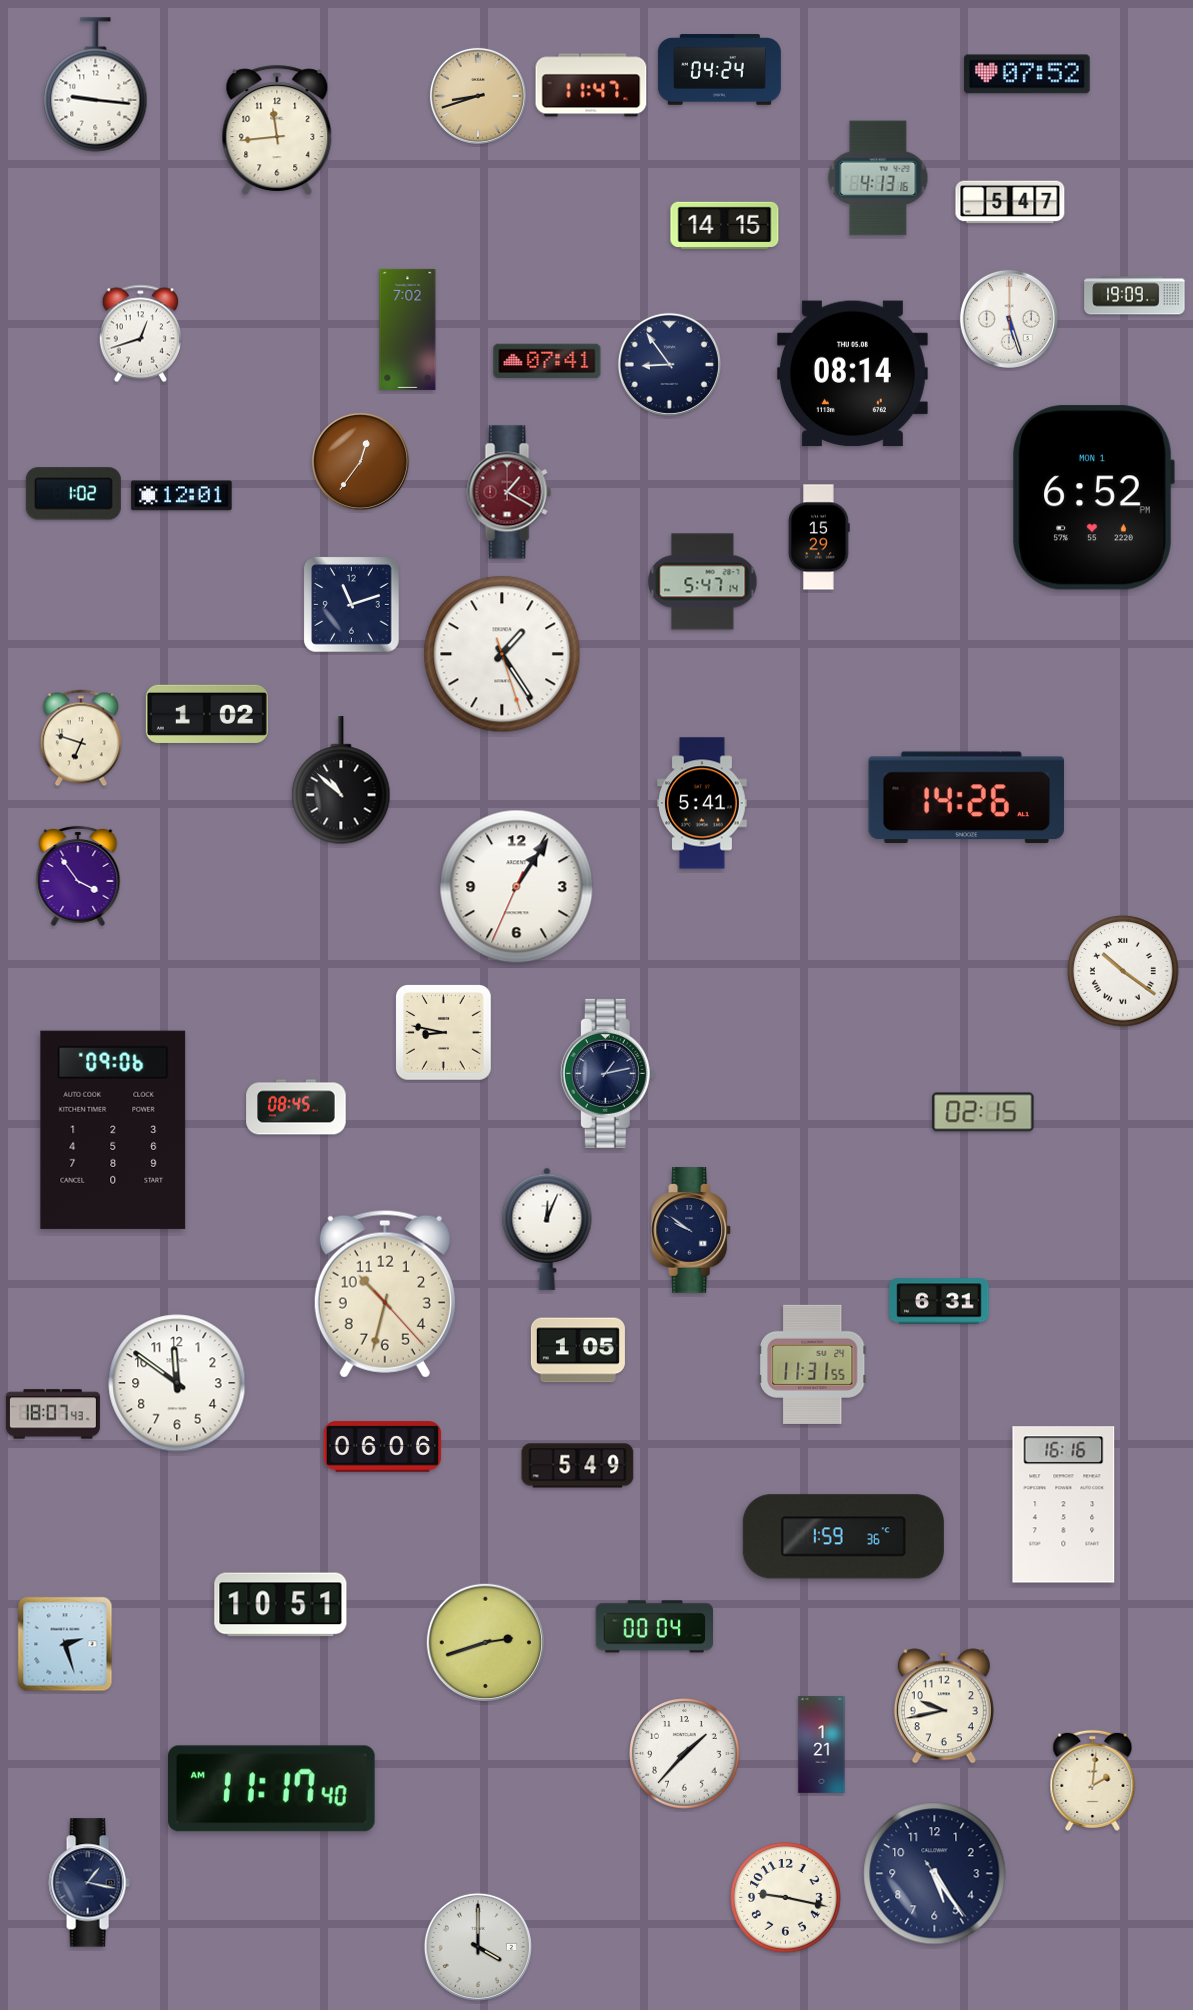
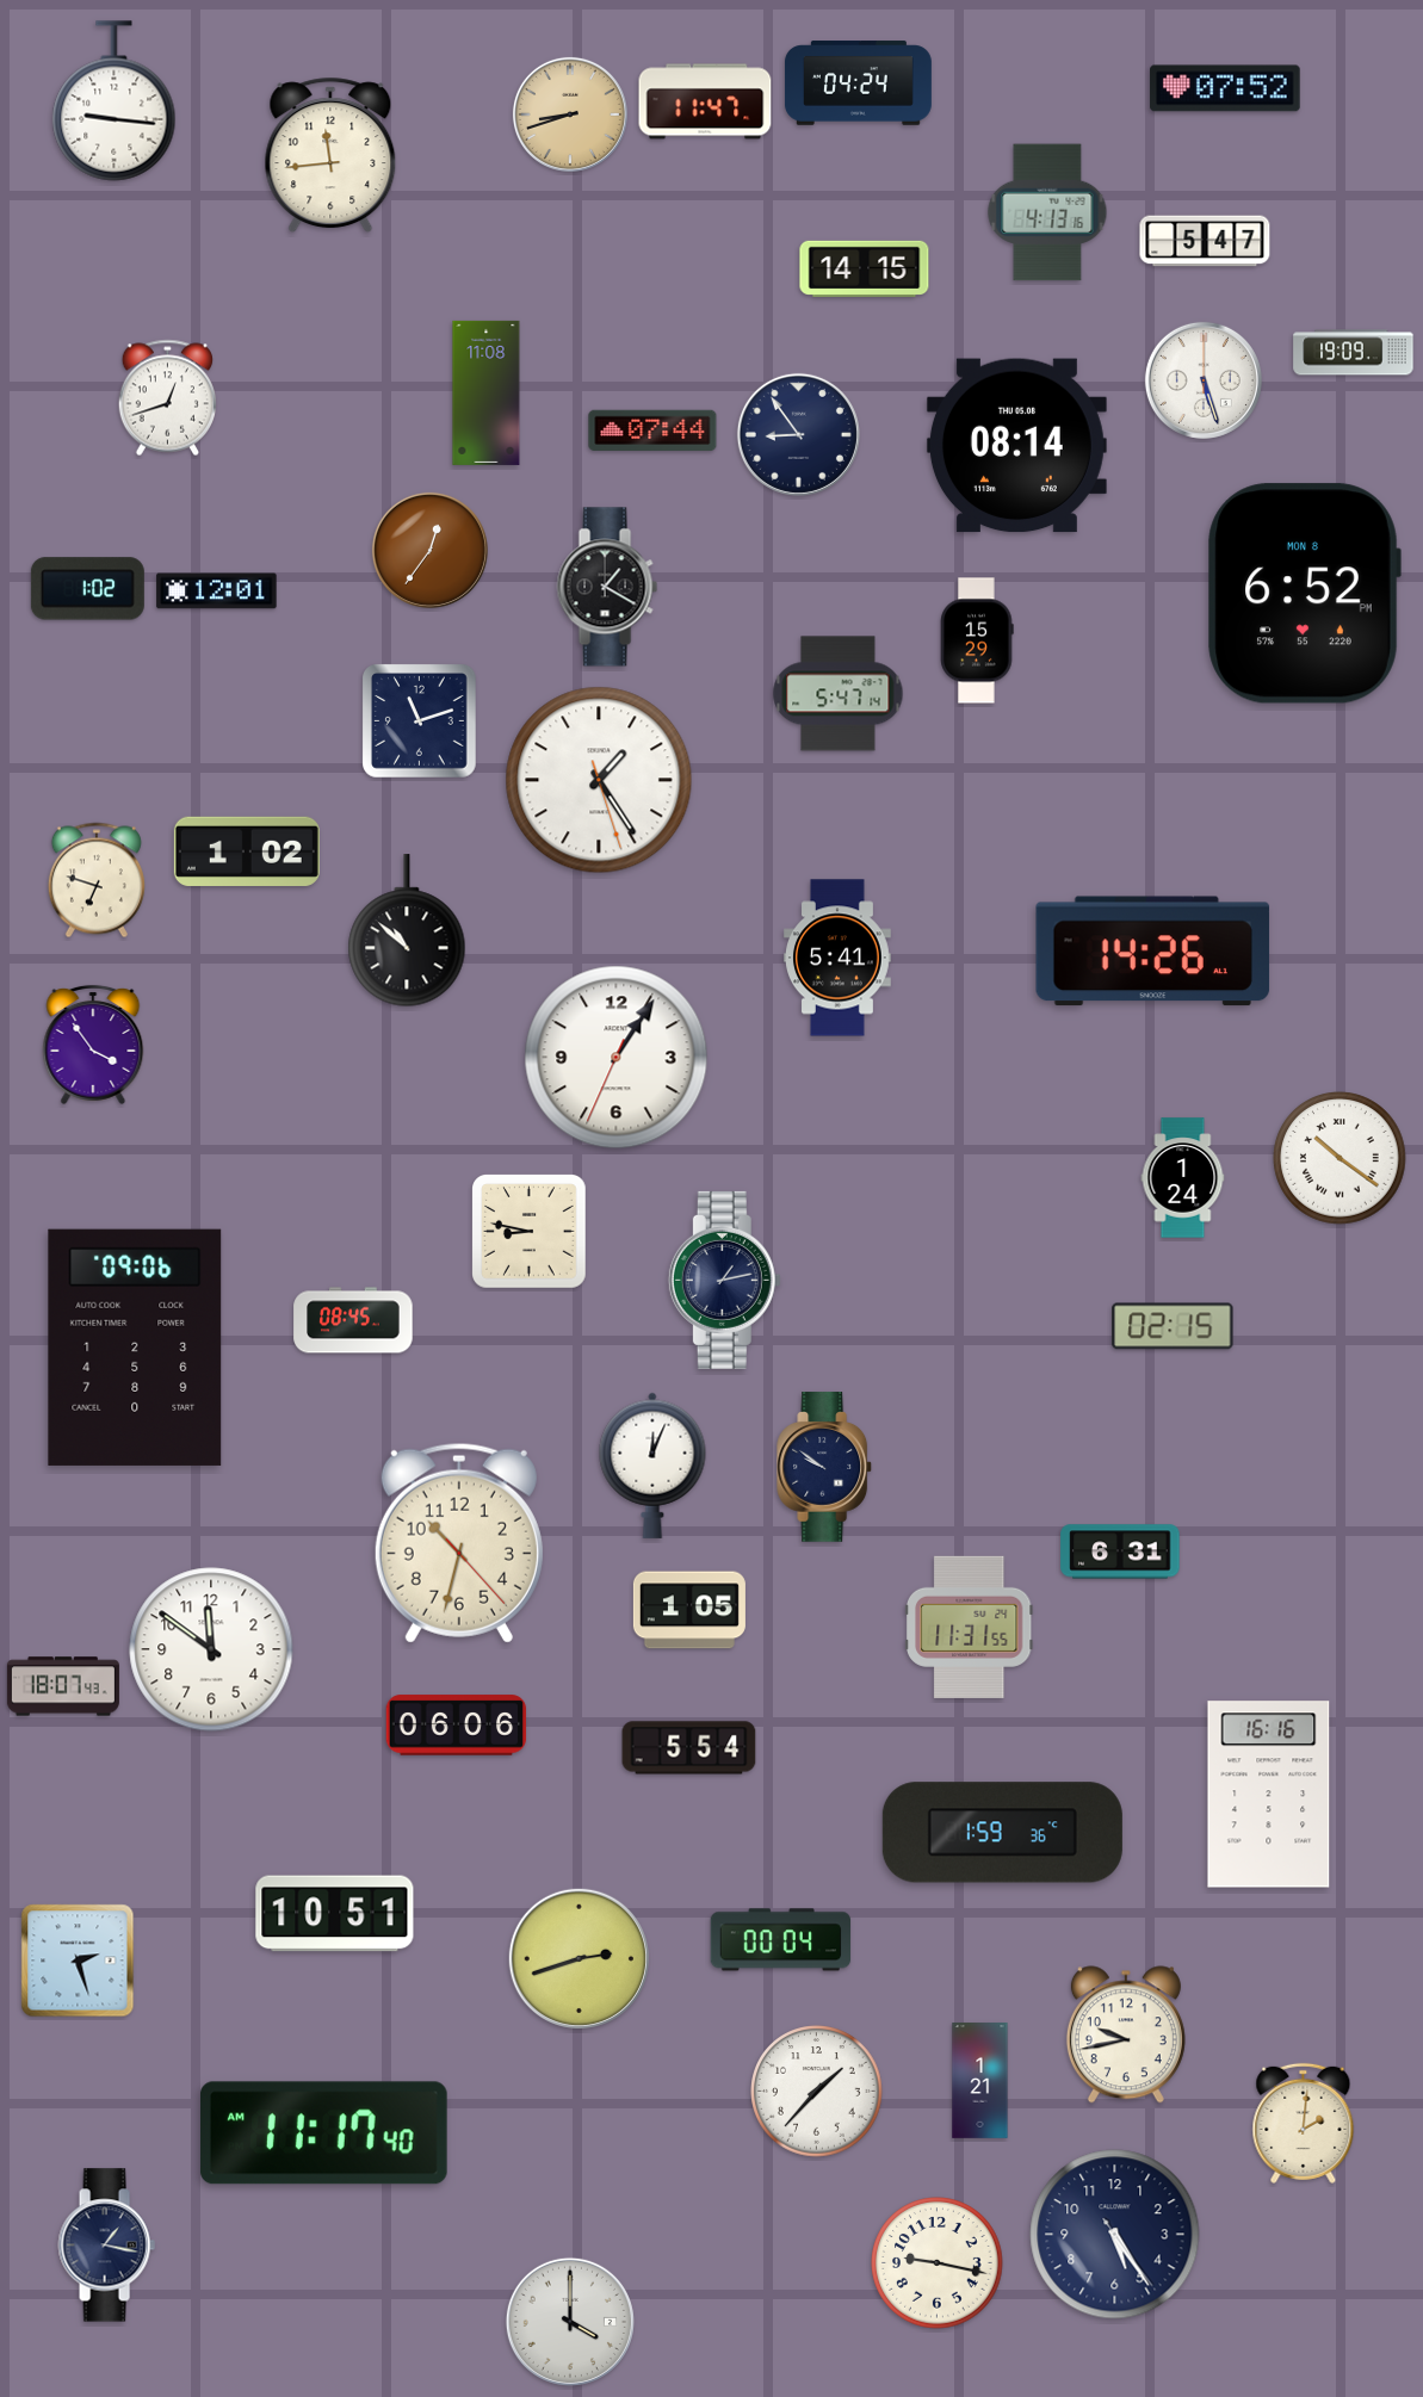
clock at (408, 329): 7:02 -> 11:08
clock at (547, 361): 07:41 -> 07:44
clock at (509, 492) dial: burgundy -> black
clock at (1093, 498) date: MON 1 -> MON 8
clock at (1183, 1178): none -> 1:24
clock at (578, 1466): 5:49 -> 5:54
clock at (843, 1537) position: (843, 1537) -> (1002, 1833)
